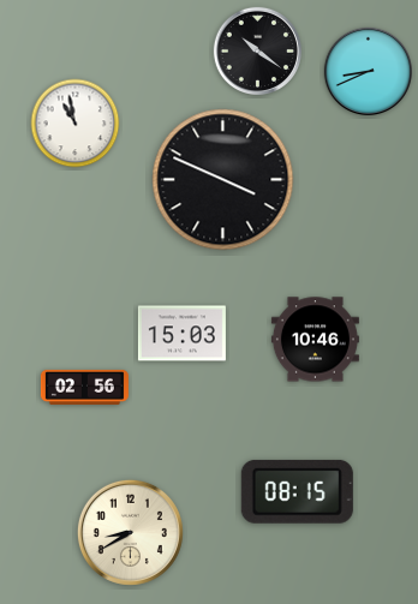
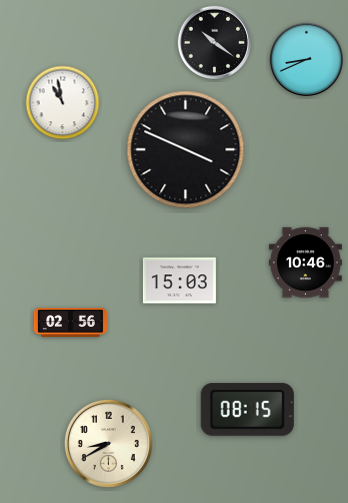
clock at (181, 334) position: (181, 334) -> (179, 281)
clock at (315, 340) position: (315, 340) -> (305, 263)
